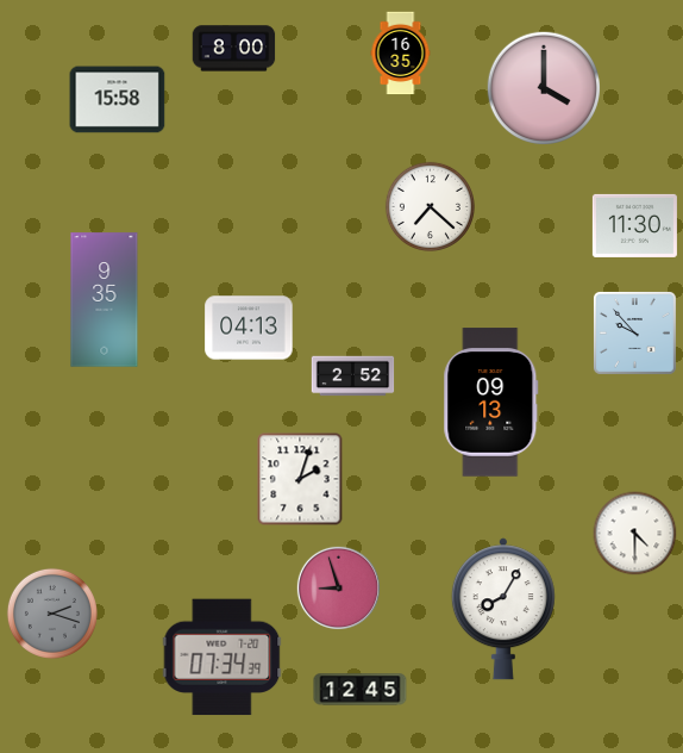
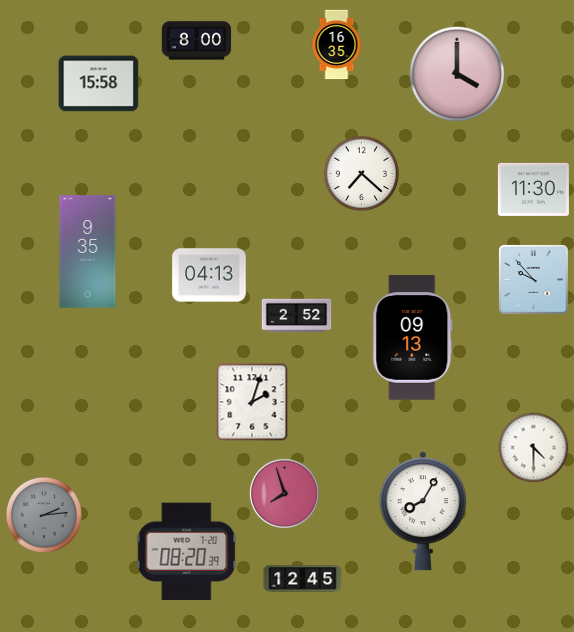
clock at (338, 587): 8:57 -> 7:57
clock at (52, 614): 2:18 -> 2:14
clock at (223, 658): 07:34 -> 08:20
